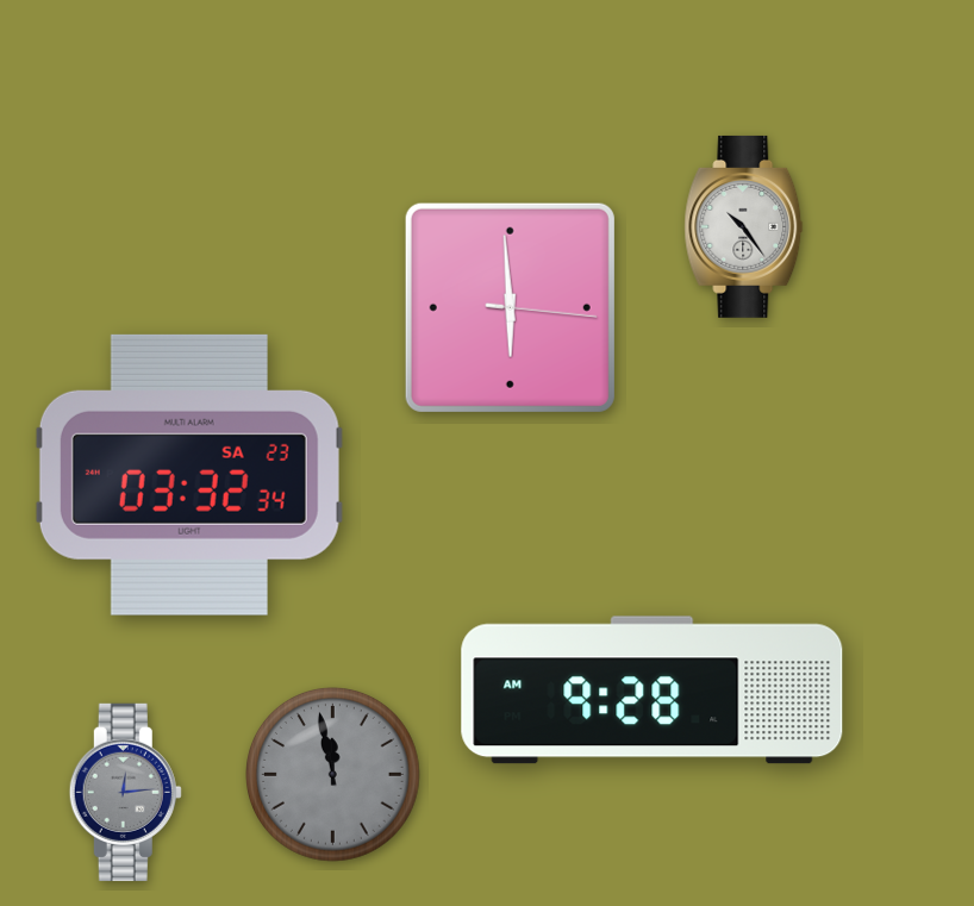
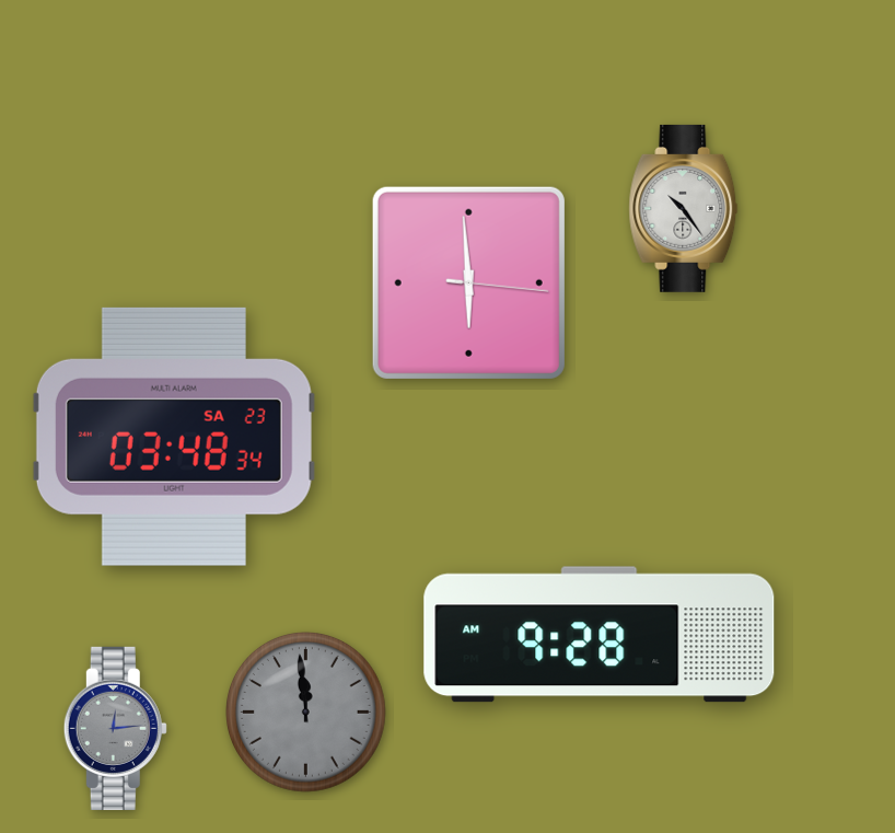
clock at (189, 475): 03:32 -> 03:48
clock at (333, 775): 11:58 -> 11:59
